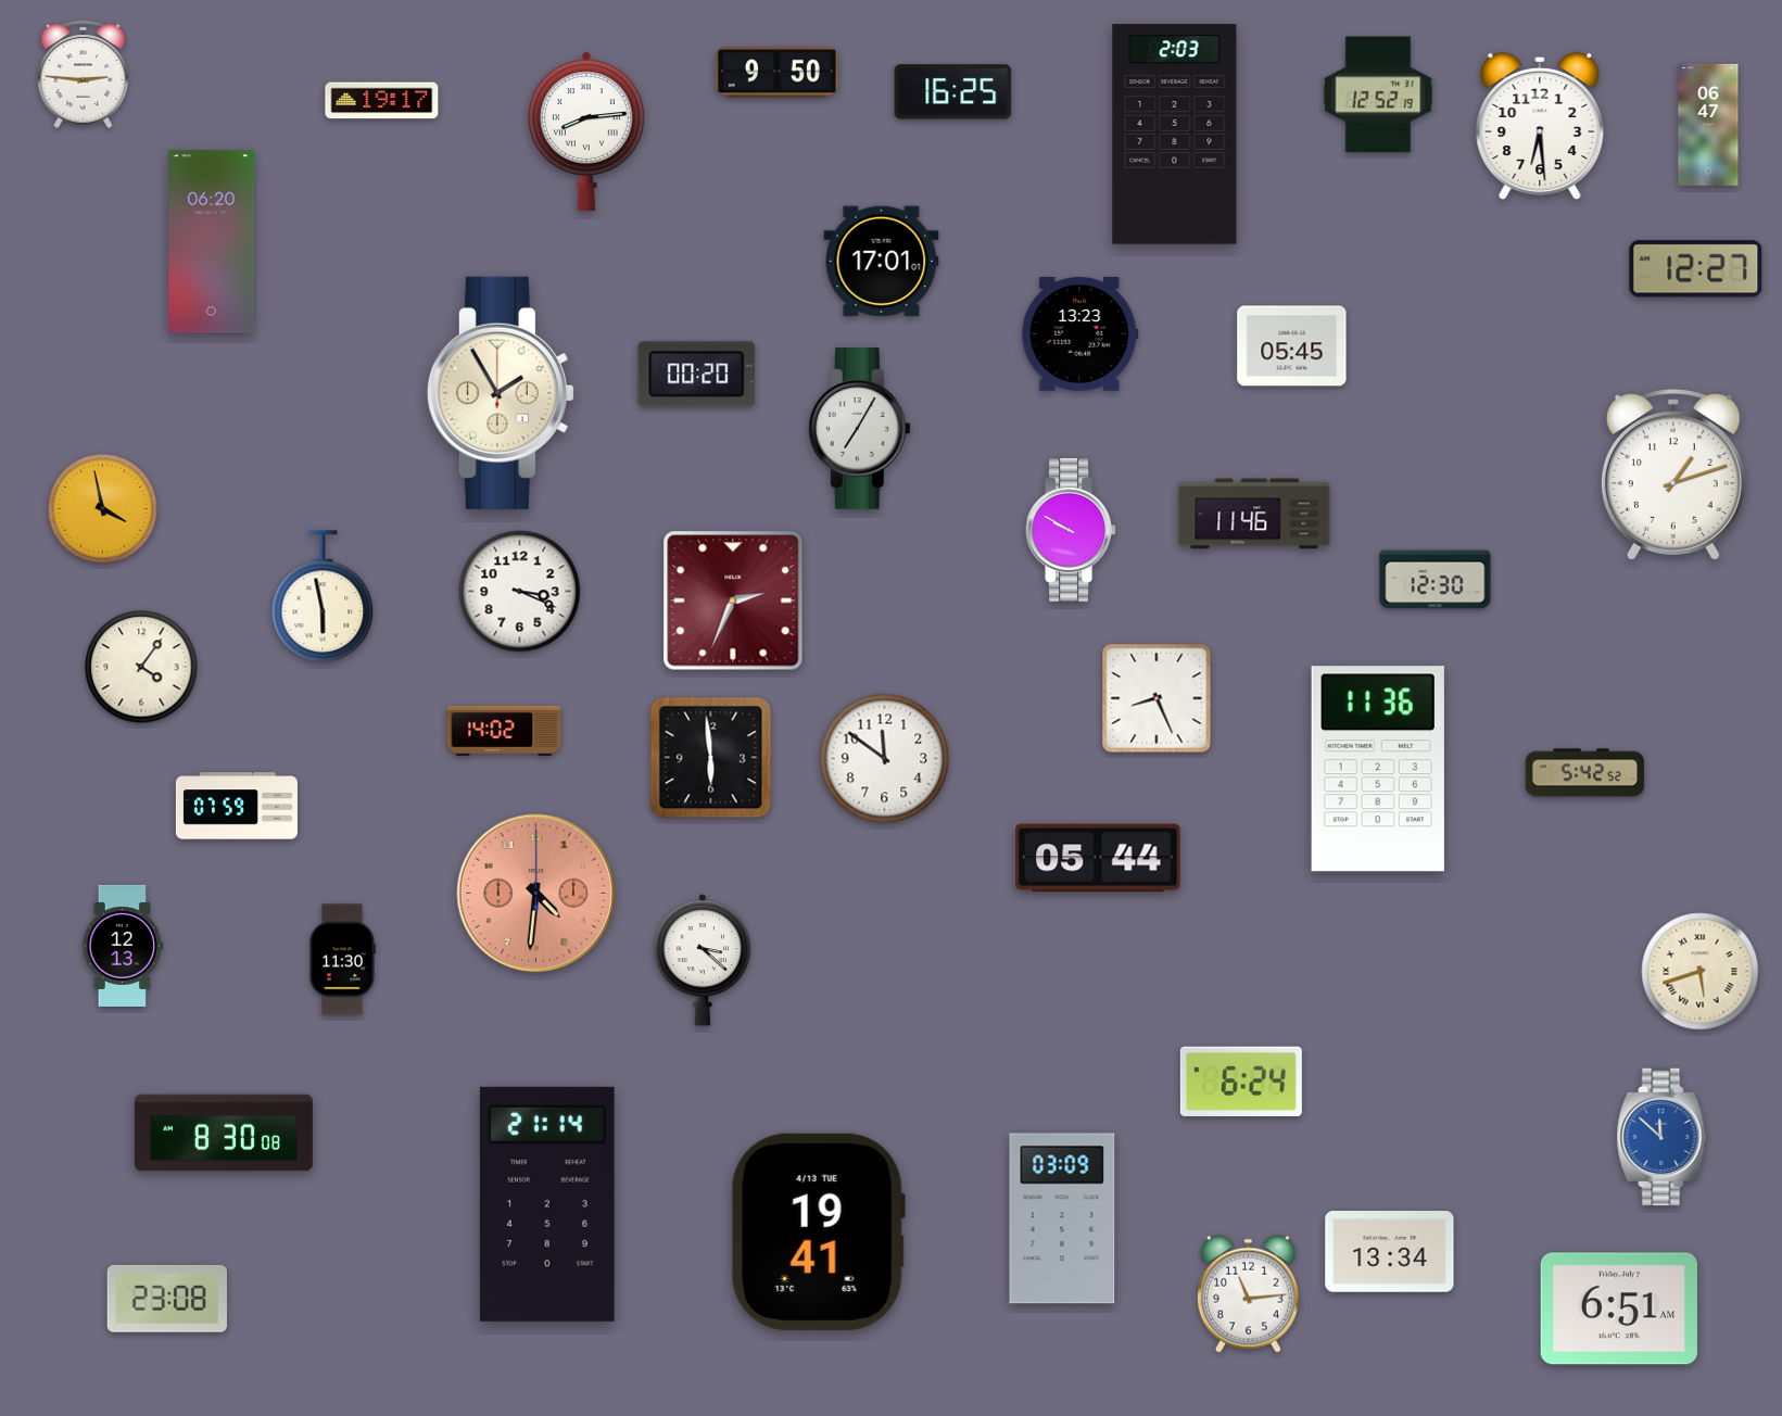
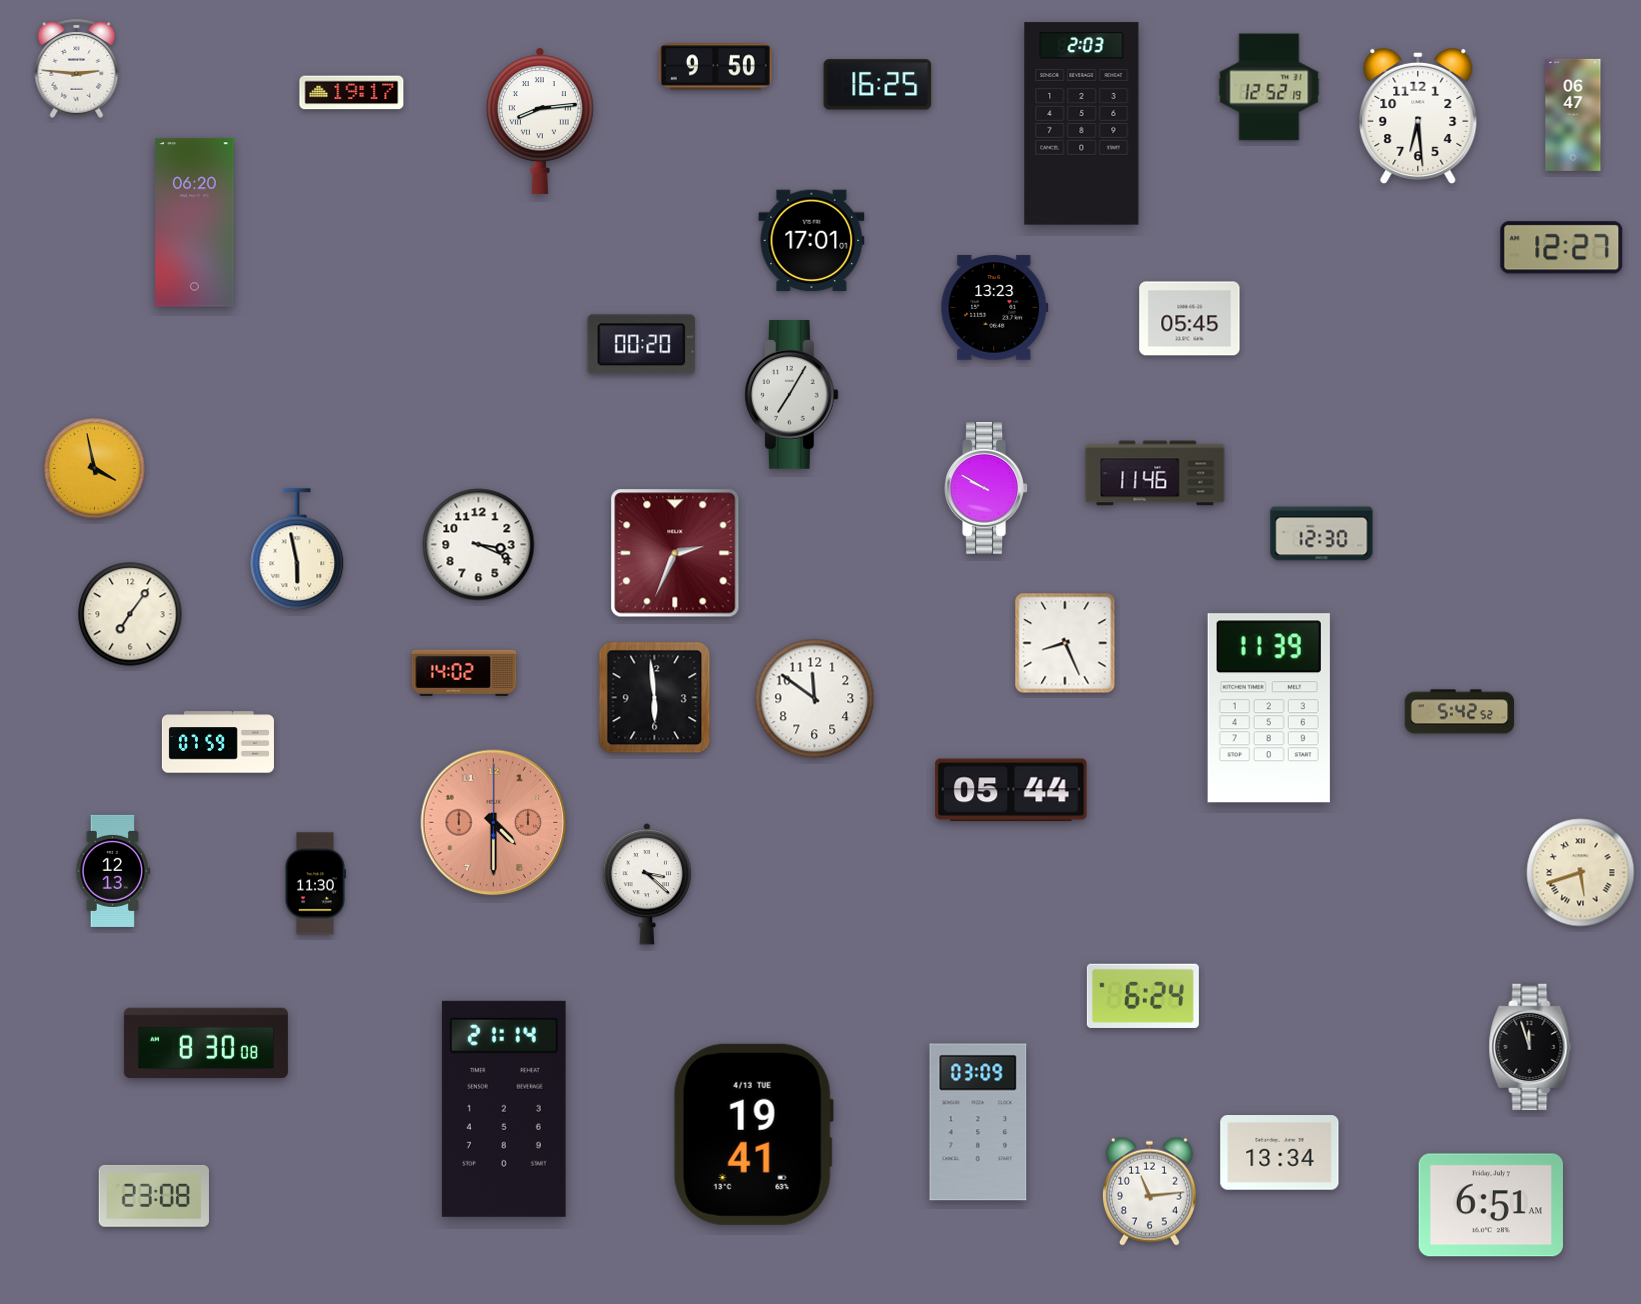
clock at (501, 393): 1:55 -> none
clock at (1673, 476): 1:12 -> none
clock at (141, 667): 4:06 -> 7:06
clock at (1378, 769): 11:36 -> 11:39
clock at (536, 894): 4:31 -> 4:30
clock at (1701, 972) position: (1701, 972) -> (1581, 873)
clock at (1661, 1137): 11:52 -> 11:57
clock at (1661, 1137) dial: blue -> black
